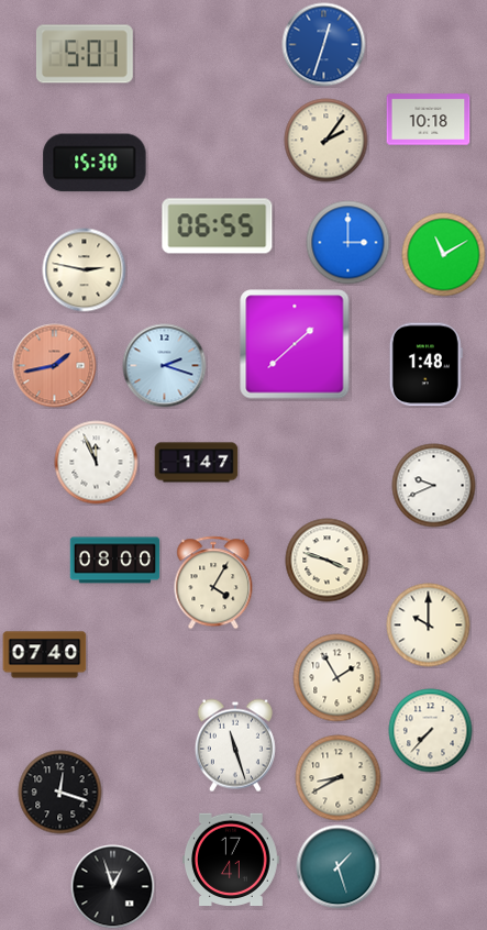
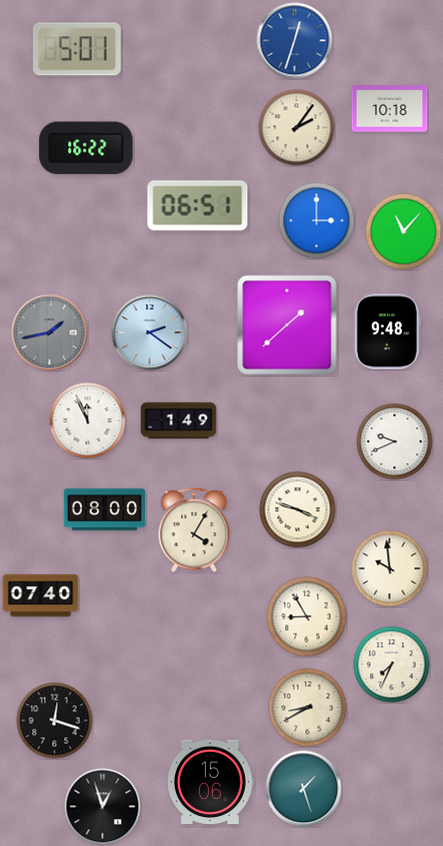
clock at (95, 163): 15:30 -> 16:22
clock at (218, 226): 06:55 -> 06:51
clock at (444, 255): 11:10 -> 11:07
clock at (85, 270): 2:47 -> none
clock at (295, 344) position: (295, 344) -> (287, 325)
clock at (425, 365): 1:48 -> 9:48
clock at (55, 366) dial: salmon -> grey
clock at (165, 366): 2:18 -> 2:21
clock at (197, 463): 1:47 -> 1:49
clock at (429, 625): 10:00 -> 9:59
clock at (337, 678): 1:55 -> 8:55
clock at (431, 731): 7:37 -> 7:34
clock at (235, 745): 11:27 -> none
clock at (232, 860): 17:41 -> 15:06
clock at (339, 867) position: (339, 867) -> (304, 789)
